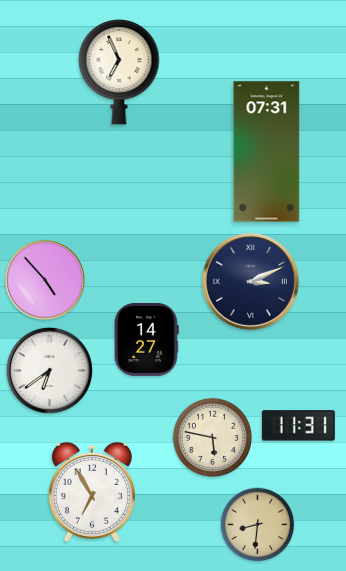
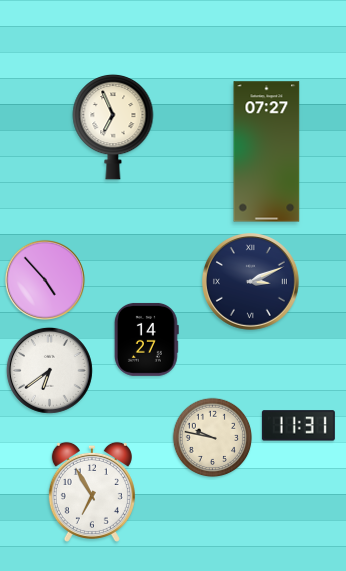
clock at (119, 72) position: (119, 72) -> (113, 127)
clock at (267, 152): 07:31 -> 07:27
clock at (213, 438): 5:47 -> 9:47
clock at (258, 525): 8:31 -> none
